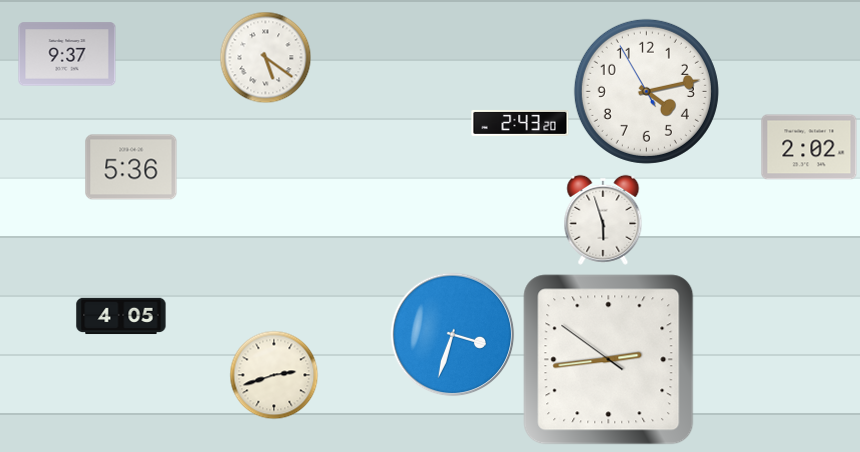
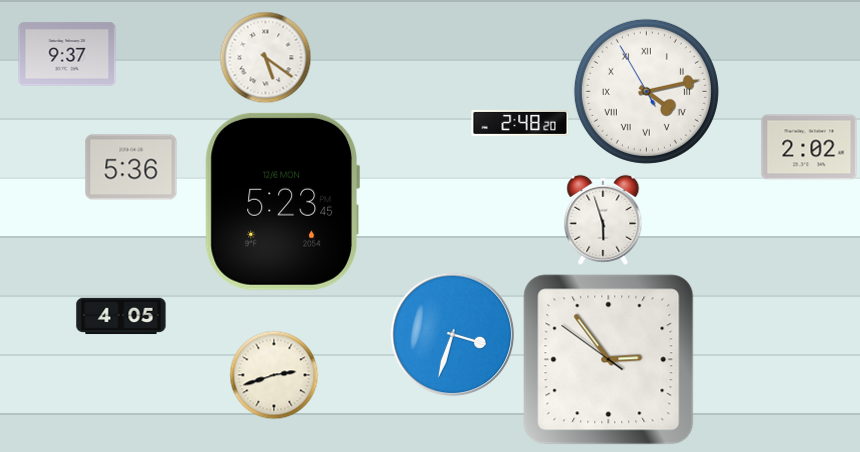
clock at (646, 91) numerals: Arabic -> Roman
clock at (520, 123): 2:43 -> 2:48
clock at (282, 201): none -> 5:23
clock at (609, 360): 2:43 -> 2:53
